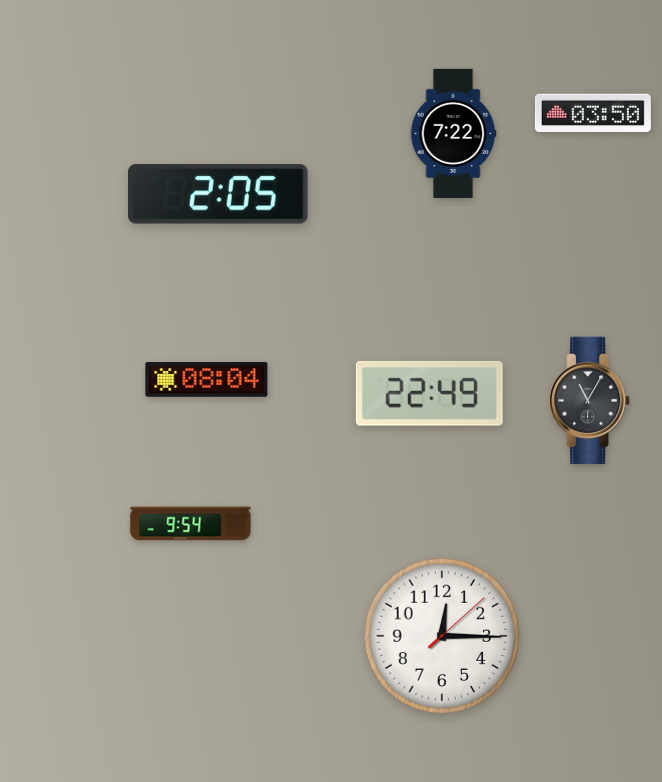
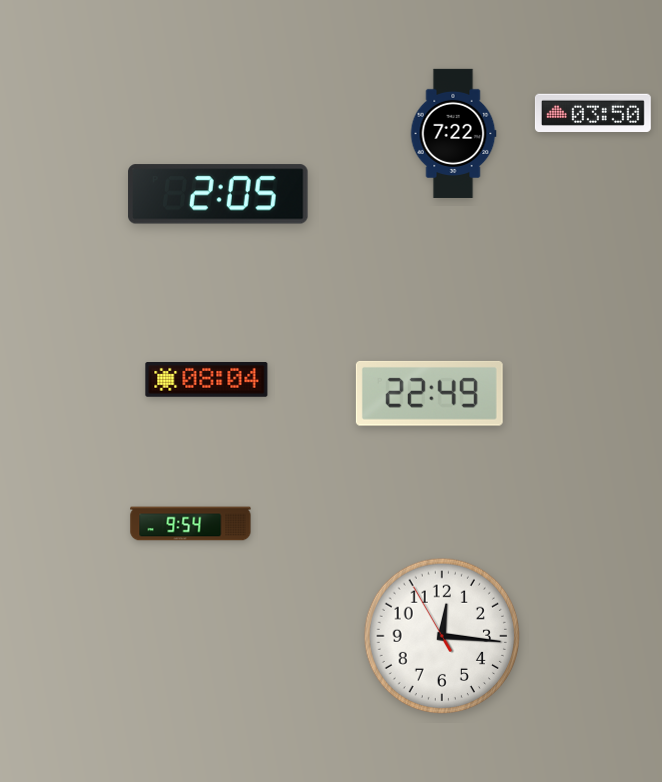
clock at (590, 401): 11:05 -> none
clock at (442, 636): 12:15:08 -> 12:15:55
